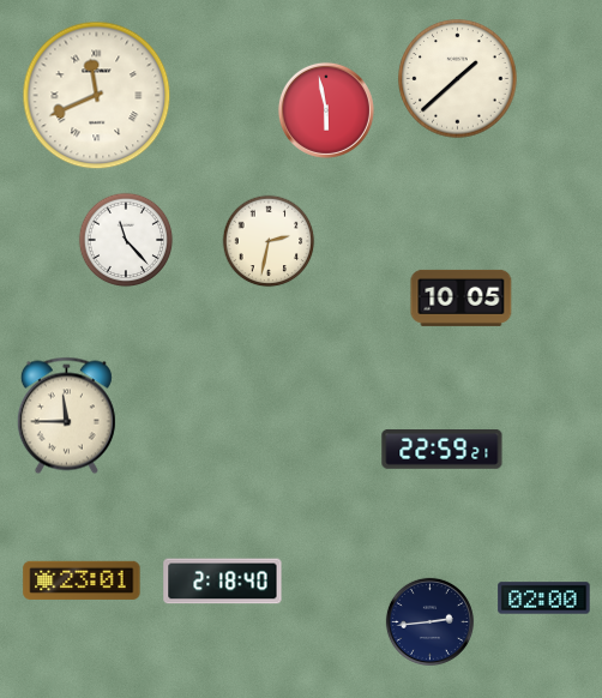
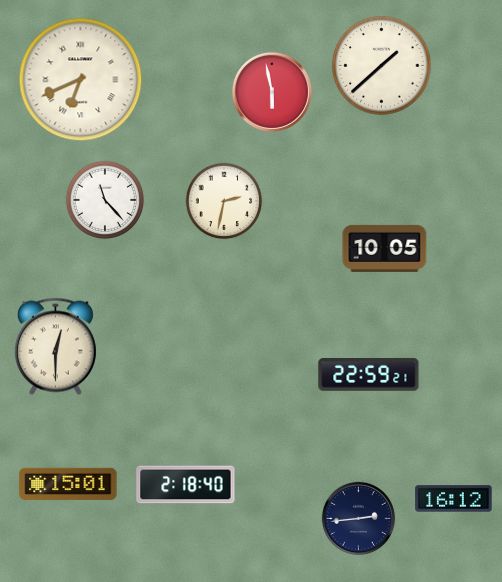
clock at (97, 96): 11:41 -> 6:41
clock at (66, 416): 11:45 -> 12:30
clock at (82, 580): 23:01 -> 15:01
clock at (544, 598): 02:00 -> 16:12
